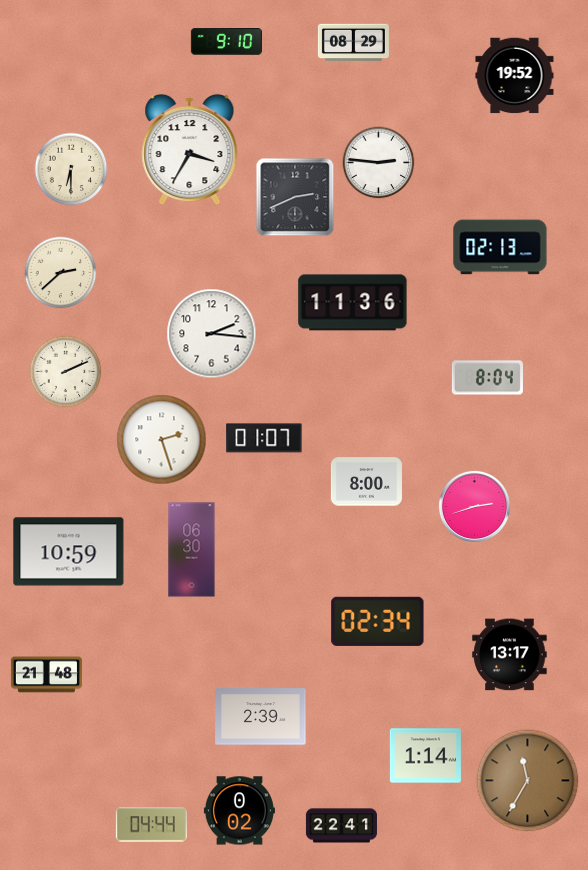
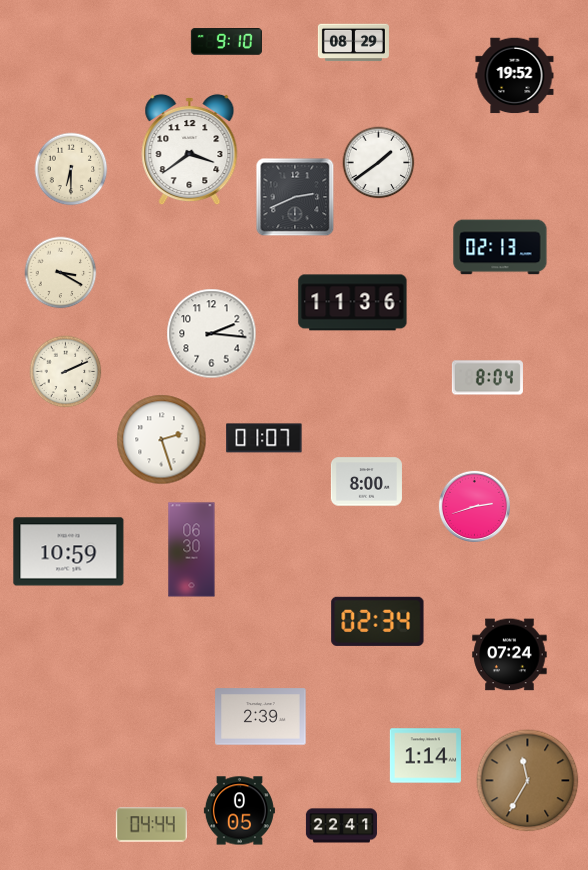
clock at (190, 150): 3:35 -> 3:39
clock at (379, 163): 2:46 -> 1:39
clock at (61, 273): 2:38 -> 3:20
clock at (510, 655): 13:17 -> 07:24
clock at (46, 675): 21:48 -> none
clock at (239, 811): 0:02 -> 0:05
